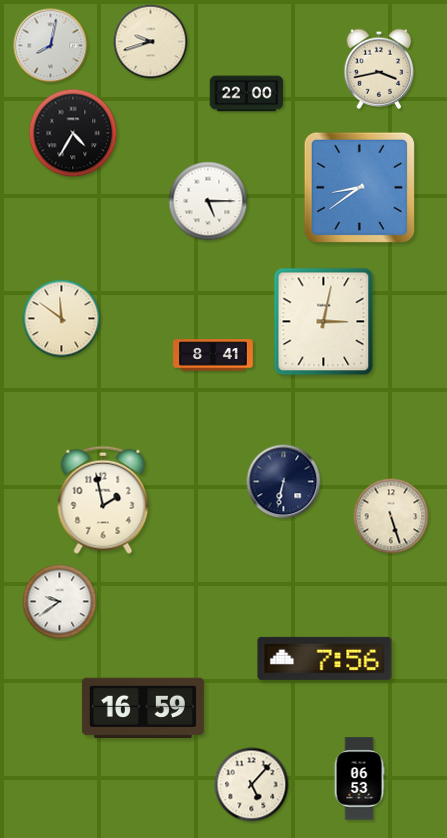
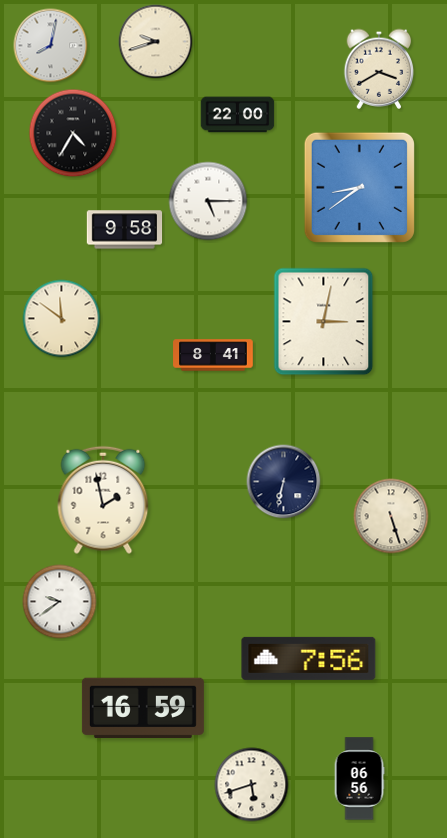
clock at (151, 42) position: (151, 42) -> (156, 42)
clock at (379, 69): 3:43 -> 3:40
clock at (247, 94) position: (247, 94) -> (238, 115)
clock at (125, 230): none -> 9:58
clock at (325, 658) position: (325, 658) -> (309, 658)
clock at (359, 779): 06:53 -> 06:56
clock at (252, 785): 5:07 -> 5:42
